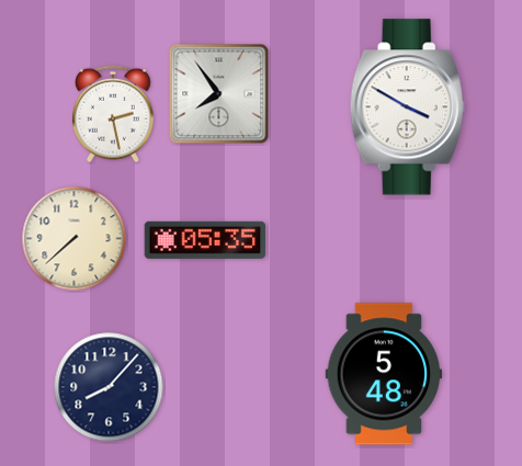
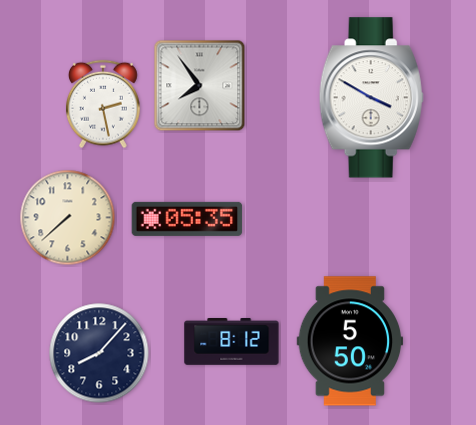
clock at (384, 374): 5:48 -> 5:50
clock at (232, 342): none -> 8:12
